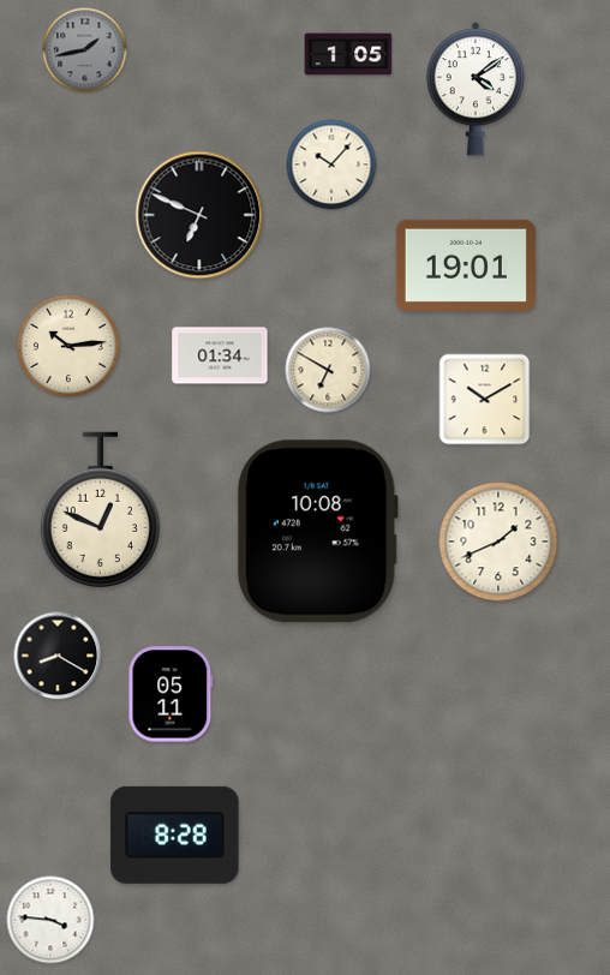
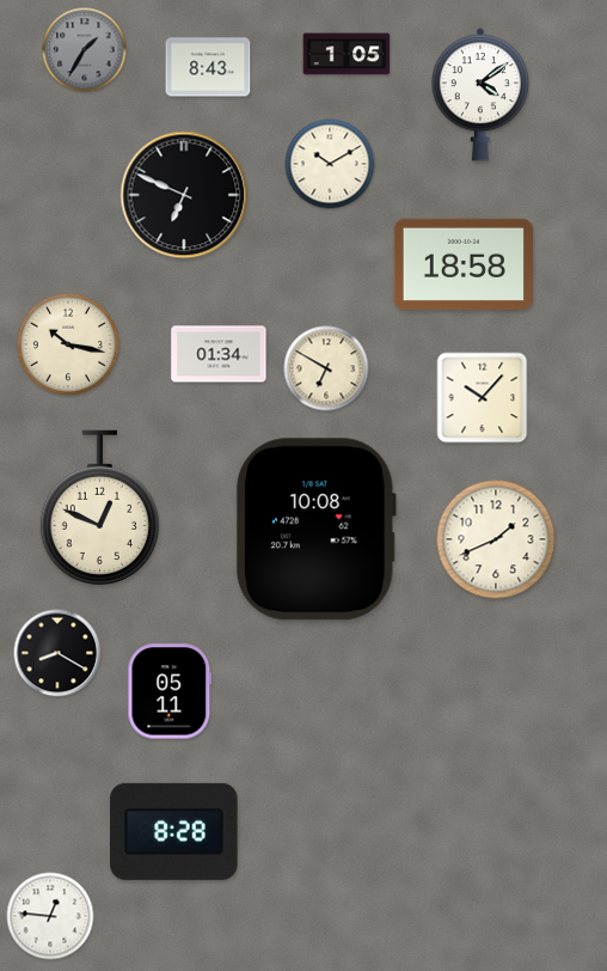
clock at (85, 50): 1:43 -> 1:35
clock at (208, 67): none -> 8:43
clock at (476, 89) position: (476, 89) -> (480, 94)
clock at (331, 165): 10:07 -> 10:10
clock at (199, 215) position: (199, 215) -> (184, 195)
clock at (466, 265): 19:01 -> 18:58
clock at (68, 346): 10:14 -> 10:17
clock at (485, 400): 10:10 -> 10:07
clock at (50, 920): 3:46 -> 12:46
